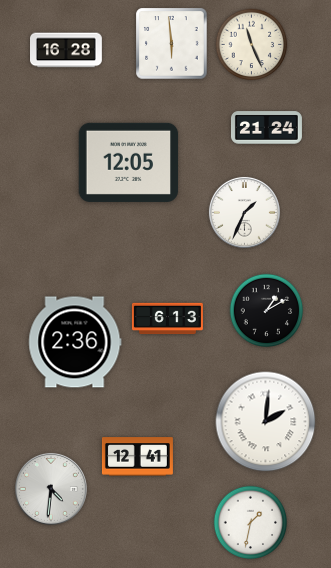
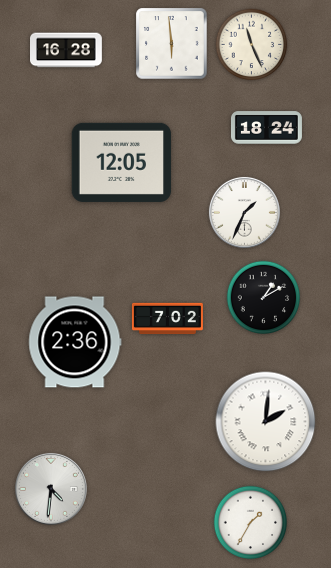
clock at (266, 128): 21:24 -> 18:24
clock at (129, 162) position: (129, 162) -> (122, 162)
clock at (267, 311) position: (267, 311) -> (264, 298)
clock at (167, 319): 6:13 -> 7:02
clock at (137, 457): 12:41 -> none
clock at (251, 523): 1:32 -> 1:35
